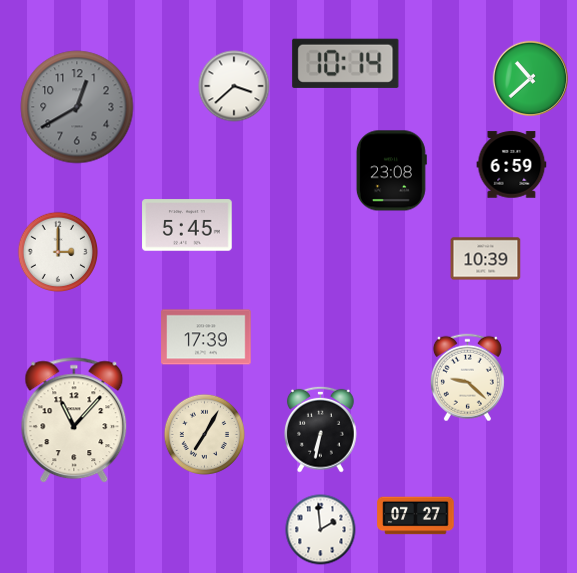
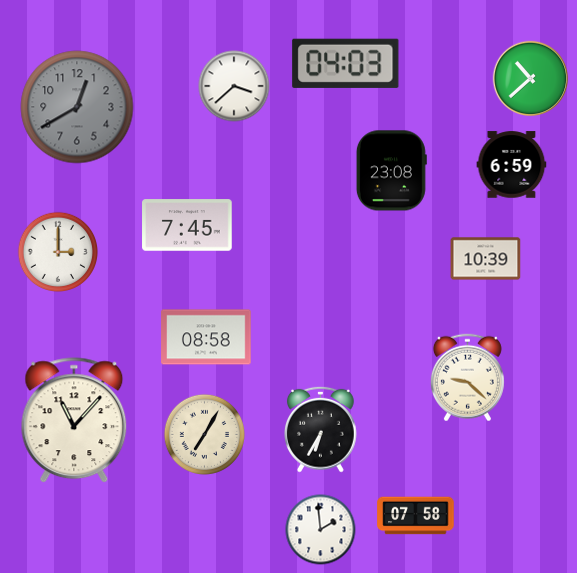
clock at (346, 63): 10:14 -> 04:03
clock at (187, 225): 5:45 -> 7:45
clock at (206, 337): 17:39 -> 08:58
clock at (321, 429): 6:32 -> 6:35
clock at (416, 516): 07:27 -> 07:58
